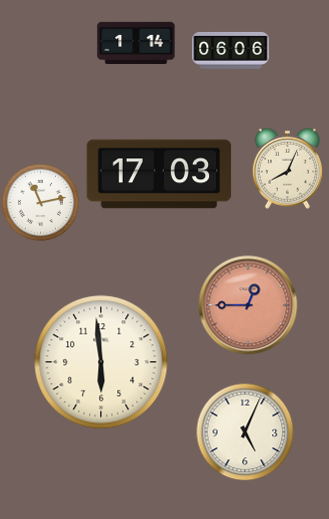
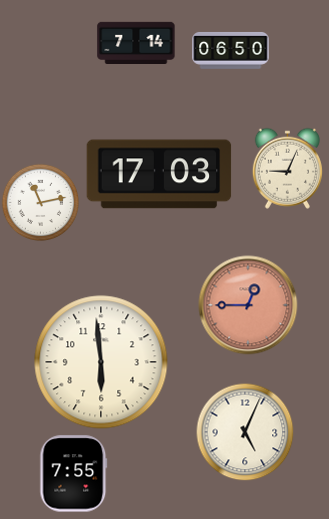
clock at (136, 42): 1:14 -> 7:14
clock at (231, 51): 06:06 -> 06:50
clock at (287, 168): 8:04 -> 9:04
clock at (74, 474): none -> 7:55
